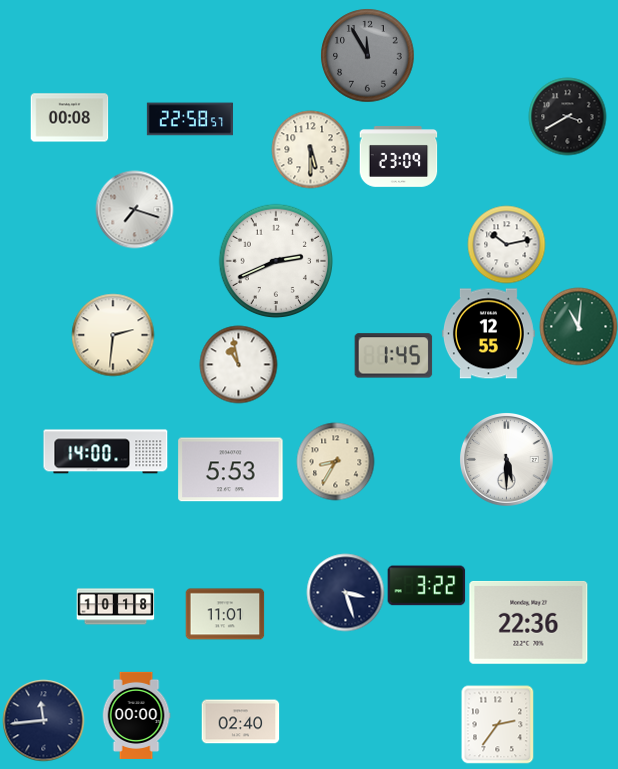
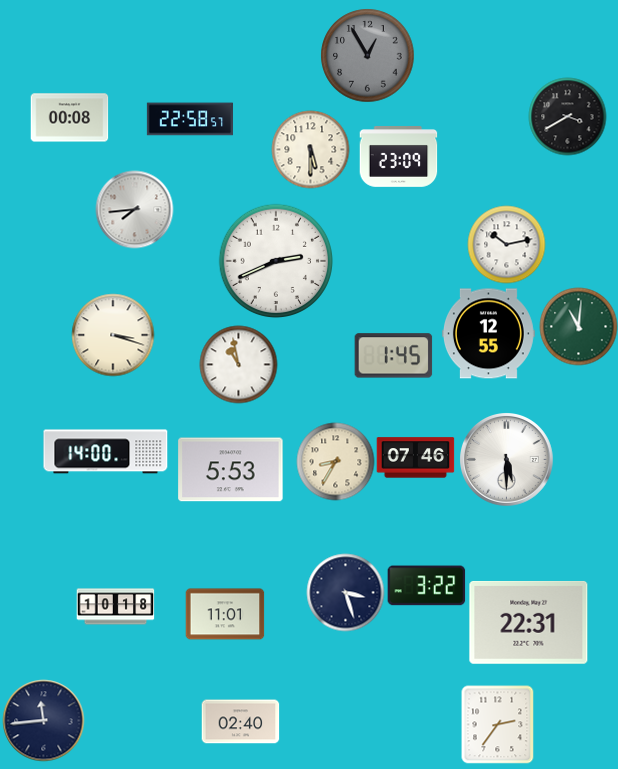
clock at (367, 55): 11:55 -> 12:55
clock at (134, 209): 7:18 -> 7:44
clock at (113, 335): 2:31 -> 3:18
clock at (415, 458): none -> 07:46
clock at (529, 622): 22:36 -> 22:31
clock at (136, 715): 00:00 -> none
